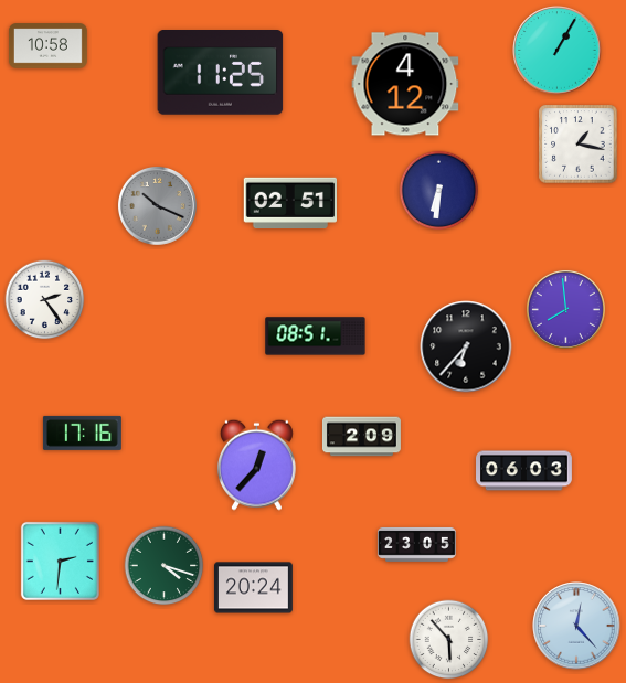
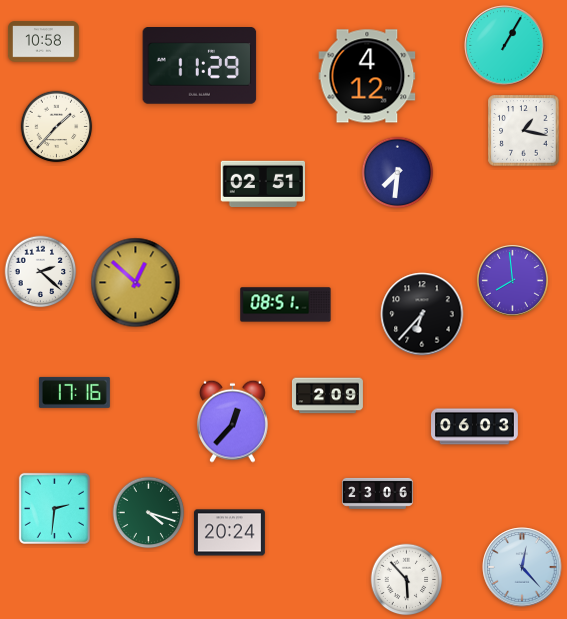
clock at (221, 73): 11:25 -> 11:29
clock at (57, 127): none -> 1:37
clock at (439, 191): 6:31 -> 7:31
clock at (157, 205): 10:19 -> none
clock at (45, 300): 2:24 -> 2:22
clock at (136, 283): none -> 12:52
clock at (416, 544): 23:05 -> 23:06
